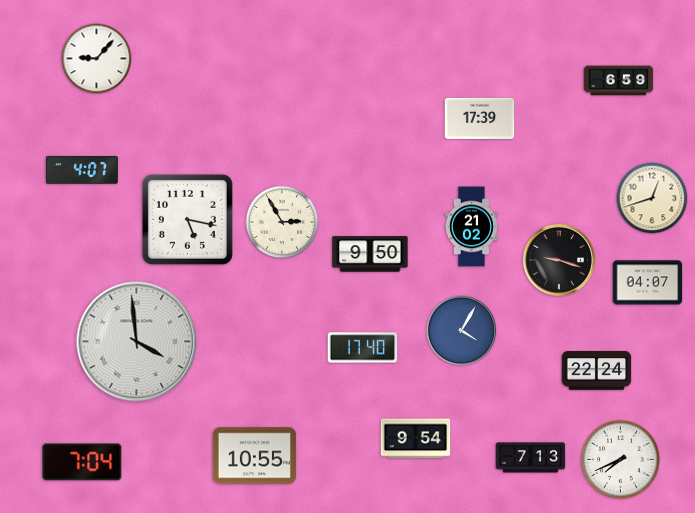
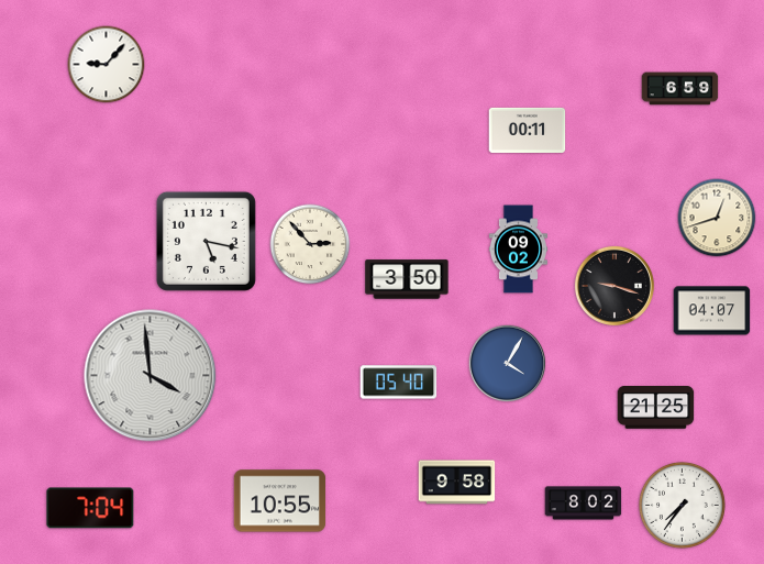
clock at (480, 118): 17:39 -> 00:11
clock at (82, 170): 4:07 -> none
clock at (282, 222): 2:55 -> 2:53
clock at (471, 227): 21:02 -> 09:02
clock at (370, 254): 9:50 -> 3:50
clock at (363, 348): 17:40 -> 05:40
clock at (597, 371): 22:24 -> 21:25
clock at (416, 439): 9:54 -> 9:58
clock at (531, 458): 7:13 -> 8:02
clock at (620, 459): 7:41 -> 7:36
